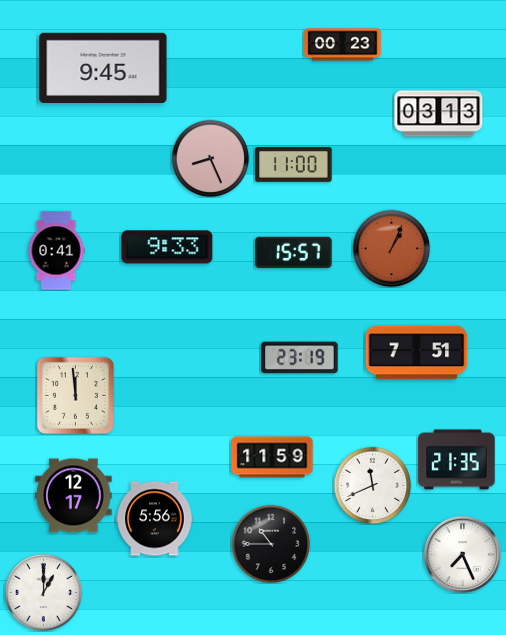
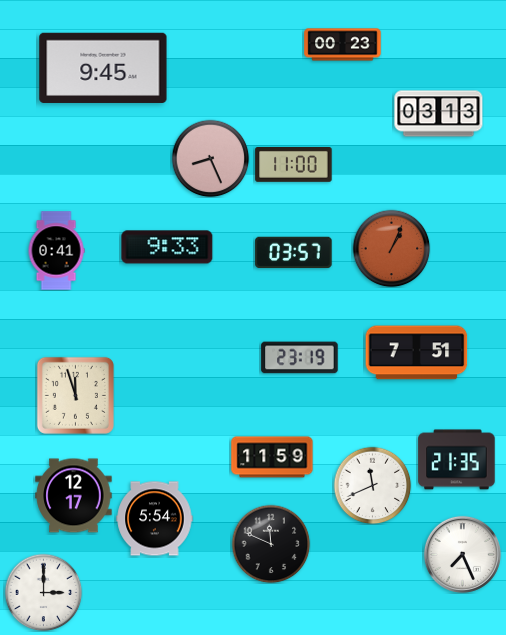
clock at (294, 253): 15:57 -> 03:57
clock at (75, 395): 11:59 -> 11:57
clock at (155, 519): 5:56 -> 5:54
clock at (271, 544): 10:45 -> 11:49
clock at (43, 592): 1:00 -> 3:00
